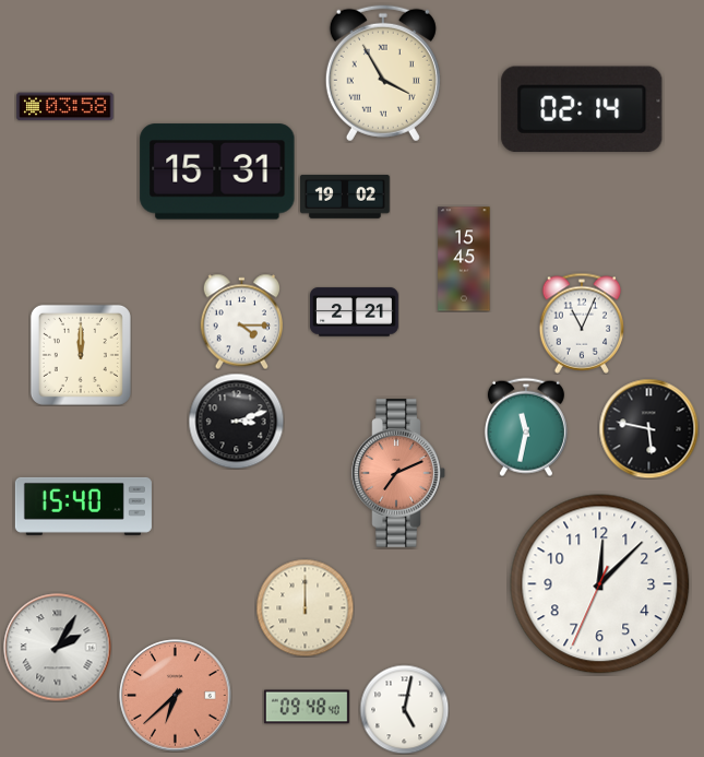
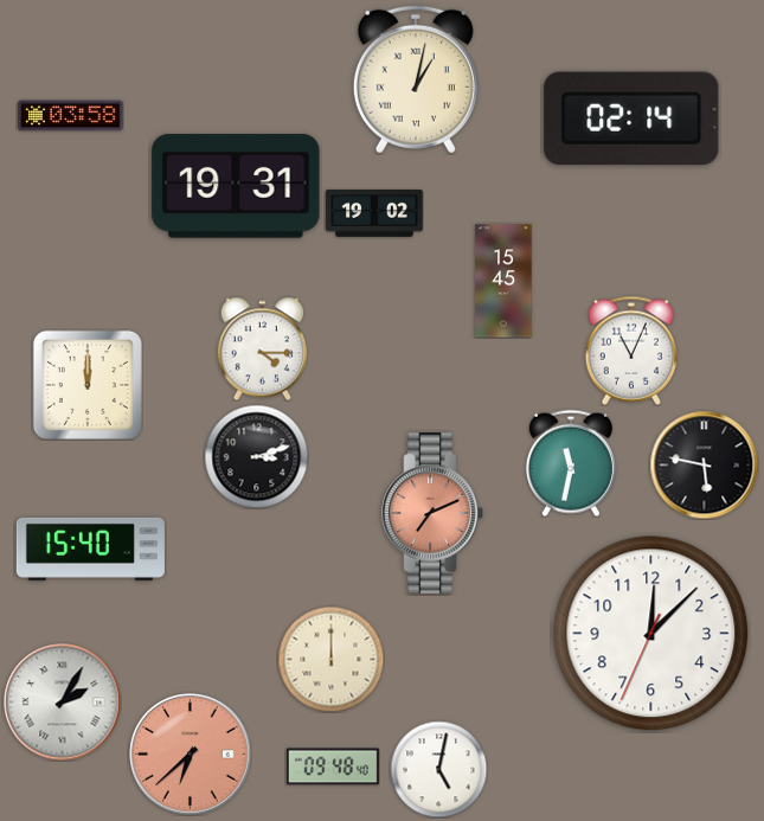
clock at (383, 73): 3:55 -> 1:02
clock at (217, 171): 15:31 -> 19:31
clock at (355, 312): 2:21 -> none
